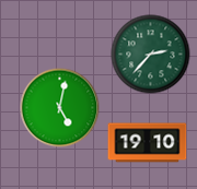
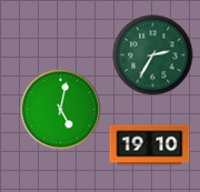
clock at (151, 55): 2:37 -> 2:35
